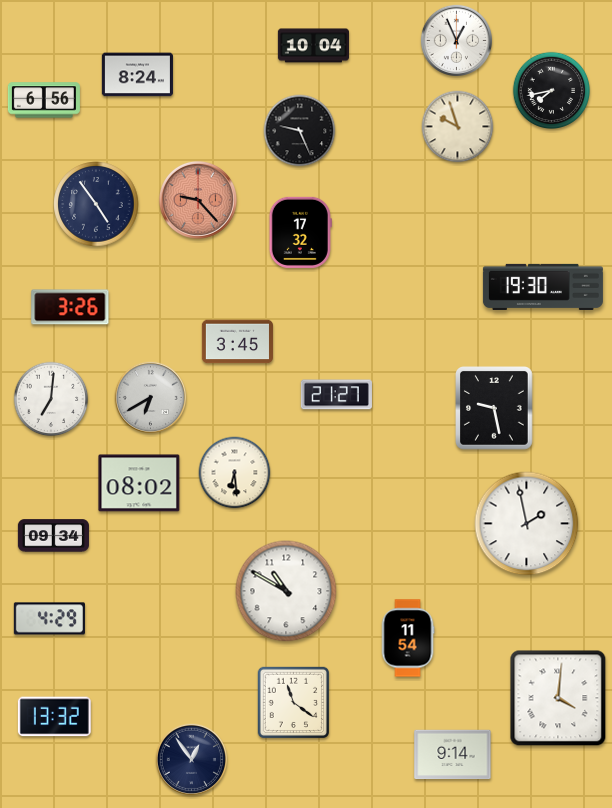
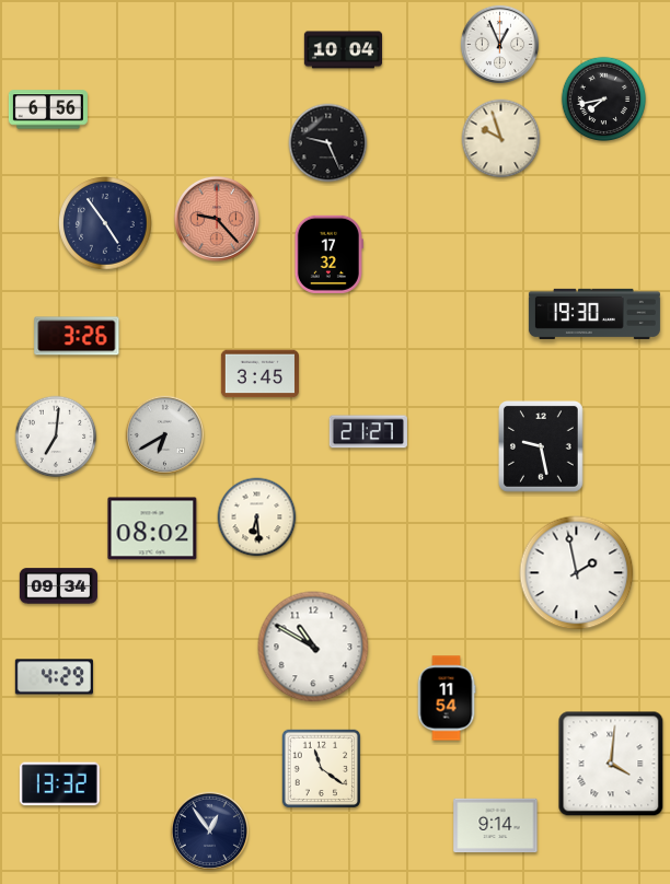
clock at (137, 75): 8:24 -> none
